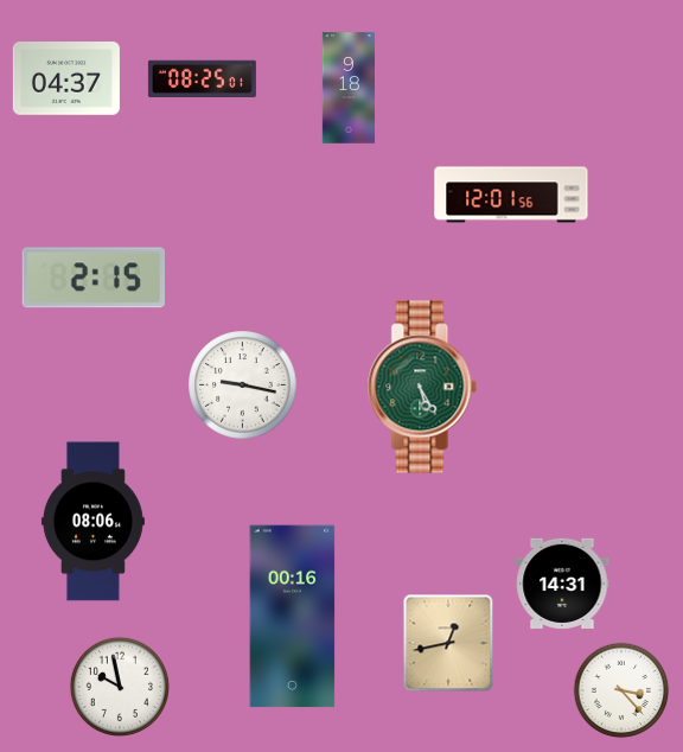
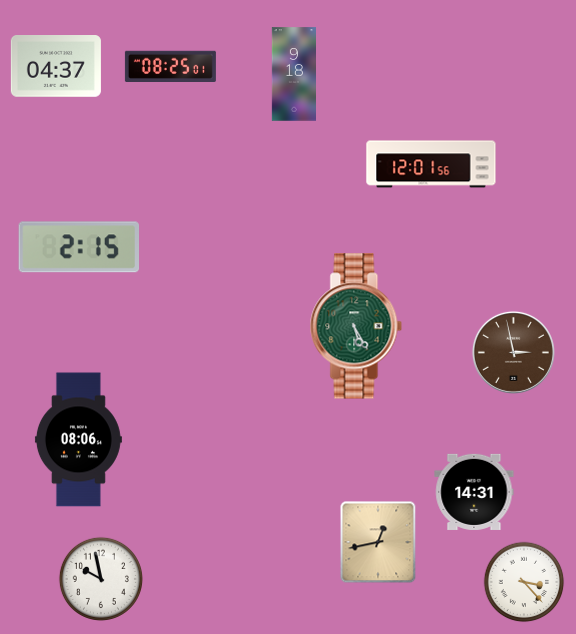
clock at (92, 278) position: (92, 278) -> (78, 247)
clock at (243, 385): 9:17 -> none
clock at (513, 352): none -> 2:58
clock at (293, 617): 00:16 -> none
